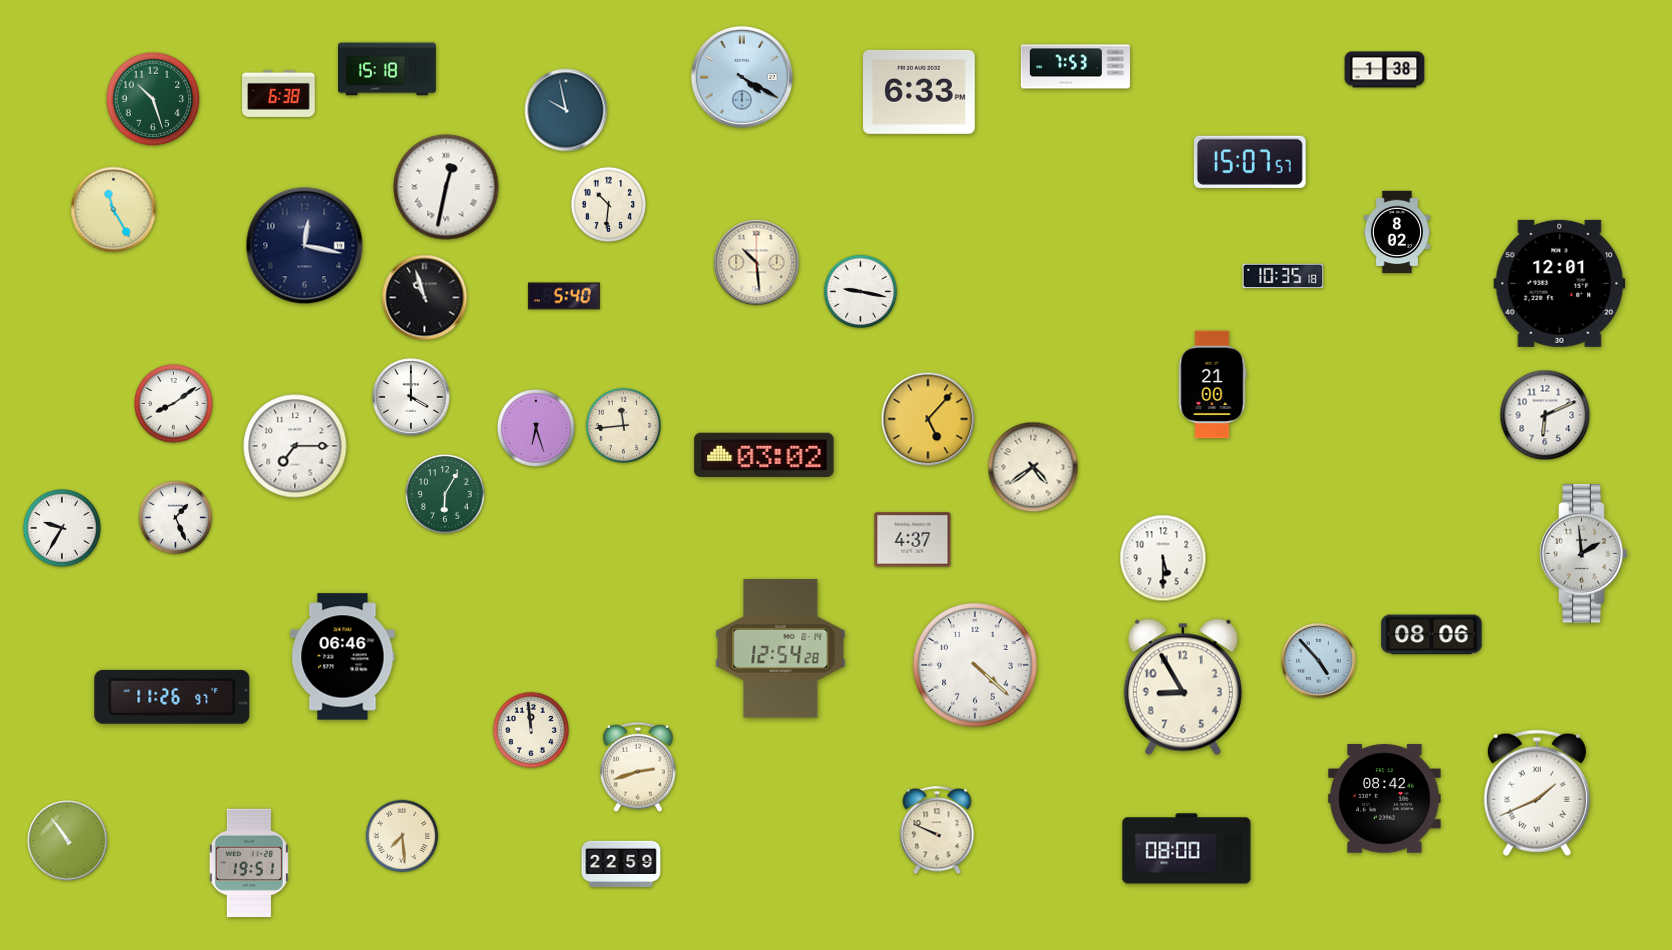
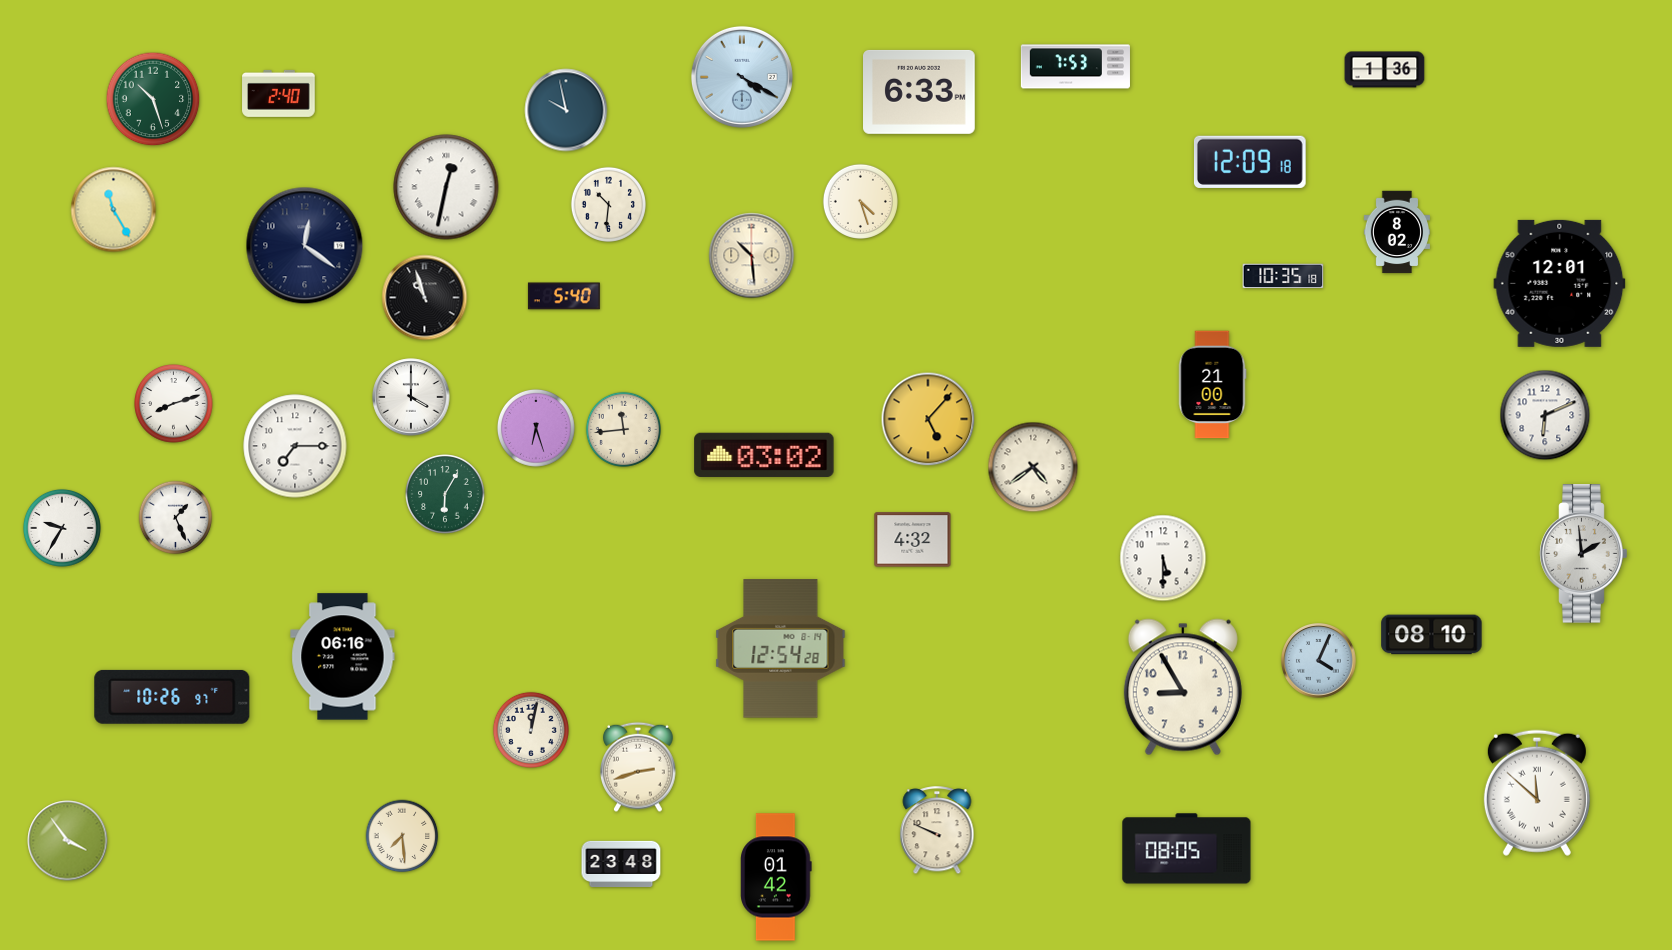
clock at (388, 69): 15:18 -> none
clock at (1385, 70): 1:38 -> 1:36
clock at (279, 93): 6:38 -> 2:40
clock at (1250, 162): 15:07 -> 12:09
clock at (860, 201): none -> 4:27
clock at (305, 246): 12:17 -> 12:21
clock at (757, 263) position: (757, 263) -> (752, 256)
clock at (861, 292): 9:17 -> none
clock at (174, 404): 8:09 -> 8:12
clock at (623, 425) position: (623, 425) -> (623, 429)
clock at (913, 540): 4:37 -> 4:32
clock at (1432, 635): 08:06 -> 08:10
clock at (343, 657): 06:46 -> 06:16
clock at (1319, 661): 4:53 -> 4:04
clock at (975, 665): 4:22 -> none
clock at (172, 697): 11:26 -> 10:26
clock at (531, 730): 11:59 -> 12:02
clock at (1537, 793): 1:41 -> 11:52
clock at (1385, 799): 08:42 -> none
clock at (68, 841): 10:54 -> 3:54
clock at (1187, 849): 08:00 -> 08:05
clock at (249, 863): 19:51 -> none
clock at (621, 863): 22:59 -> 23:48
clock at (776, 877): none -> 01:42
